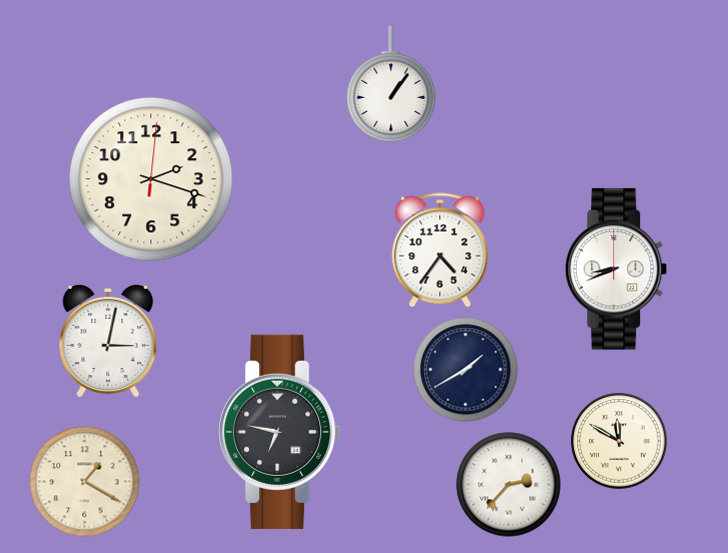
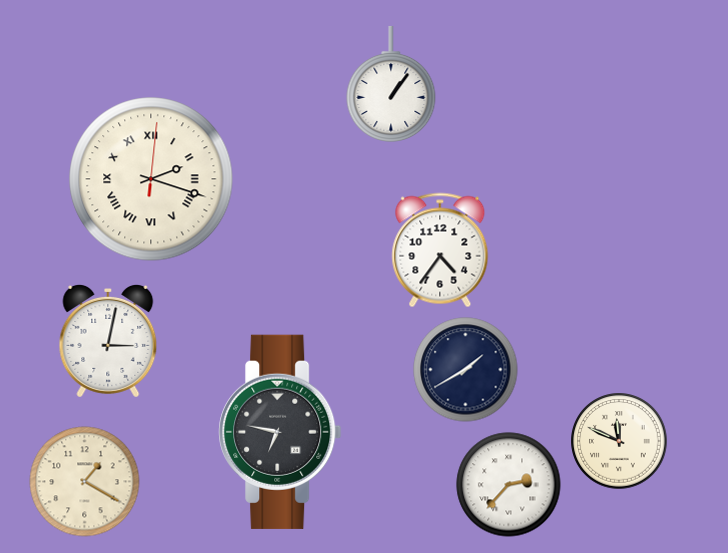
clock at (151, 179) numerals: Arabic -> Roman
clock at (617, 269): 8:41 -> none
clock at (619, 441): 11:50 -> 11:49
